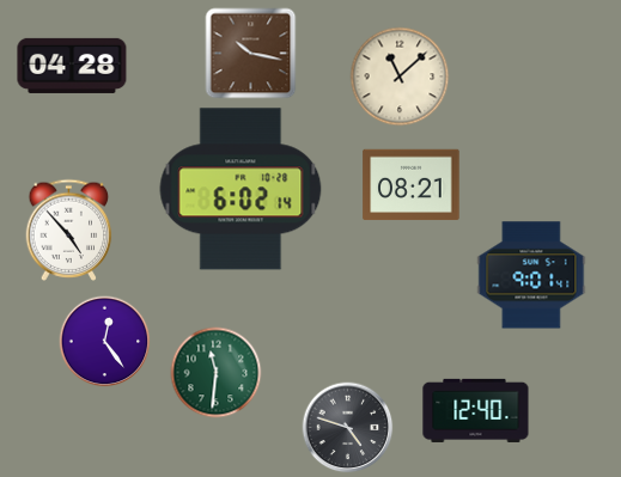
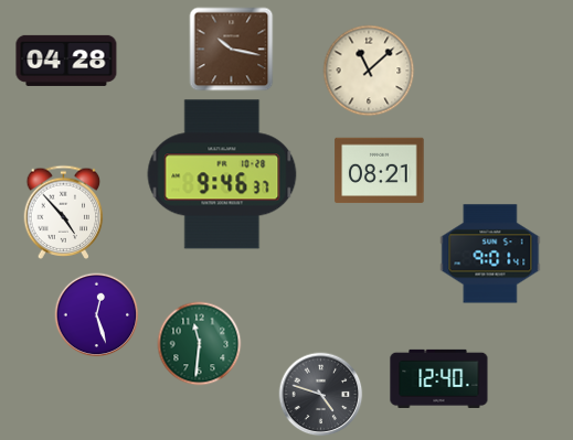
clock at (241, 189): 6:02 -> 9:46
clock at (105, 342): 12:24 -> 12:27
